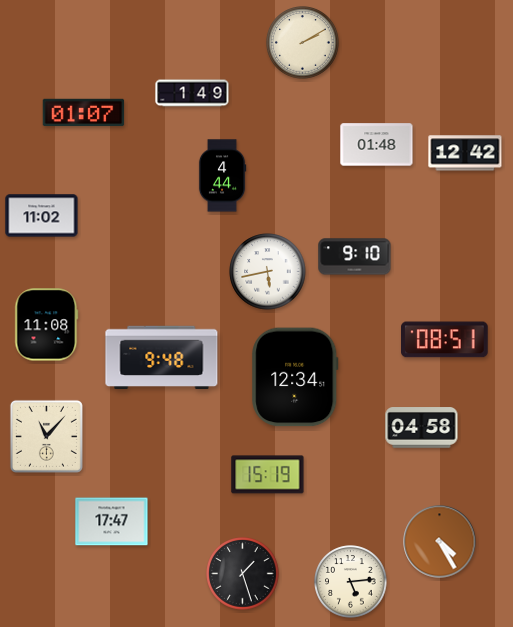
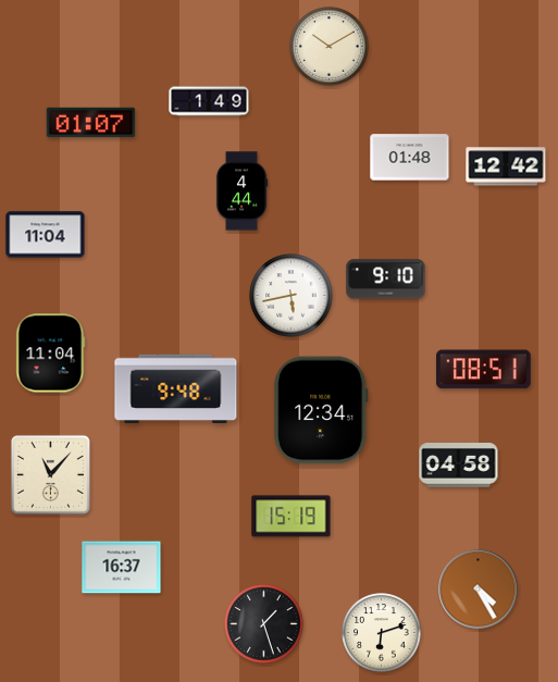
clock at (303, 43): 2:10 -> 10:10
clock at (42, 216): 11:02 -> 11:04
clock at (47, 325): 11:08 -> 11:04
clock at (112, 522): 17:47 -> 16:37
clock at (351, 582): 5:14 -> 6:12
